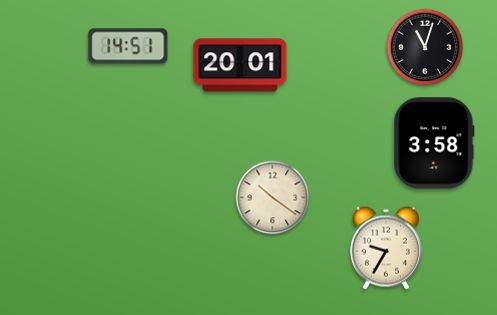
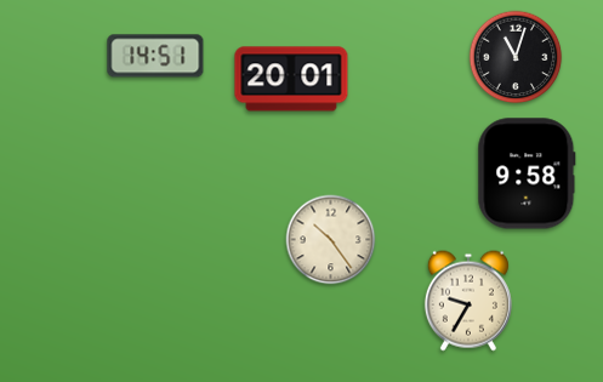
clock at (434, 143): 3:58 -> 9:58
clock at (273, 198): 10:21 -> 10:24
